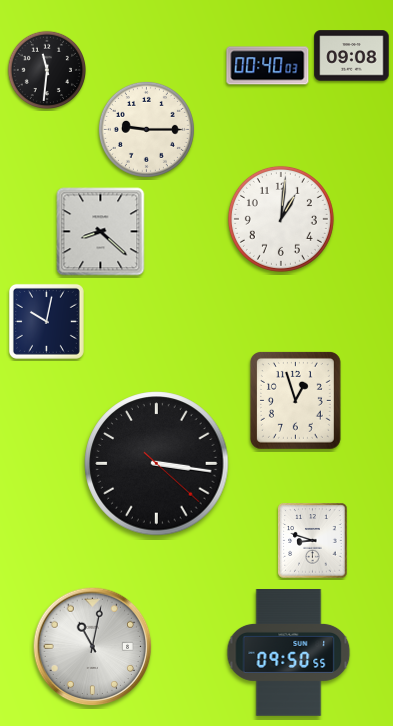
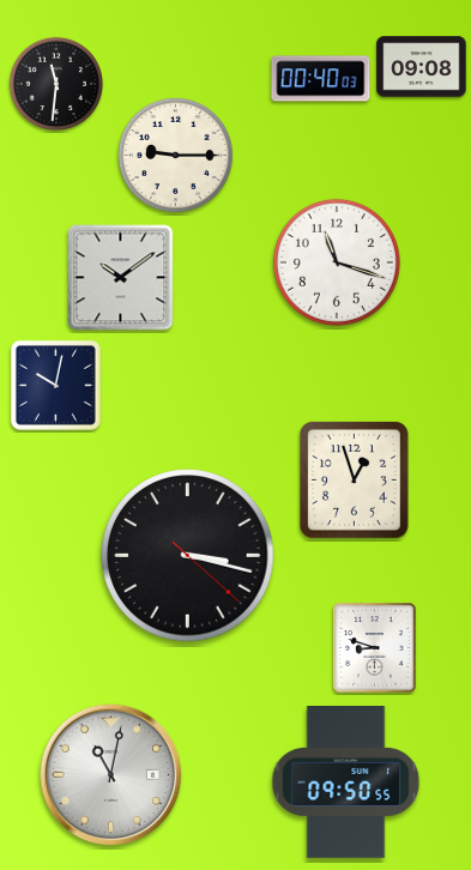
clock at (281, 219): 1:01 -> 11:18
clock at (101, 232): 8:22 -> 10:09
clock at (157, 464): 3:16 -> 3:17
